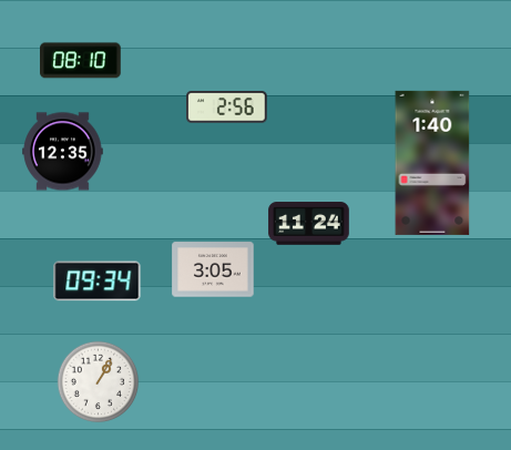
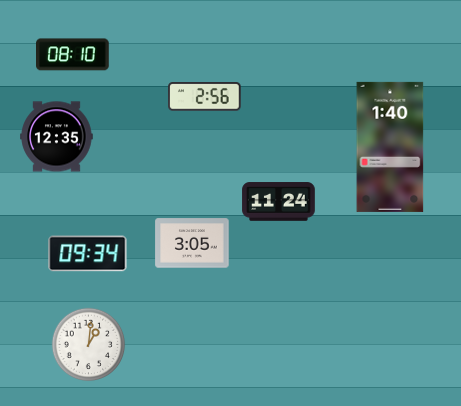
clock at (99, 382): 1:05 -> 1:01
